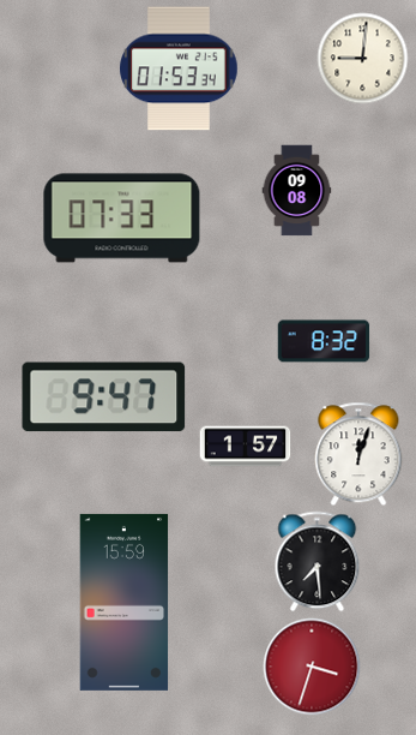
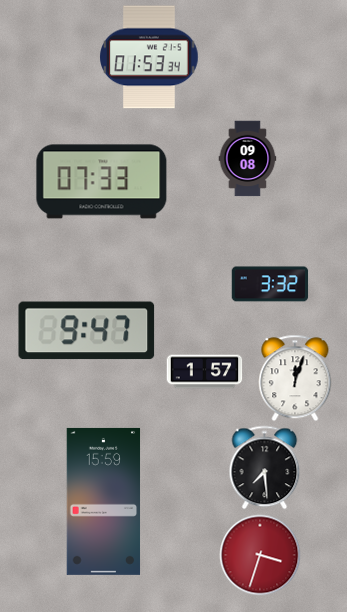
clock at (363, 59): 9:01 -> none
clock at (324, 341): 8:32 -> 3:32
clock at (358, 454) position: (358, 454) -> (295, 378)
